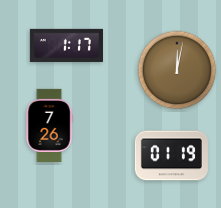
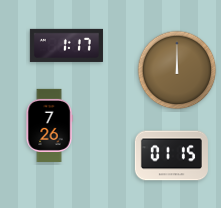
clock at (177, 70): 12:02 -> 12:00
clock at (171, 156): 01:19 -> 01:15
